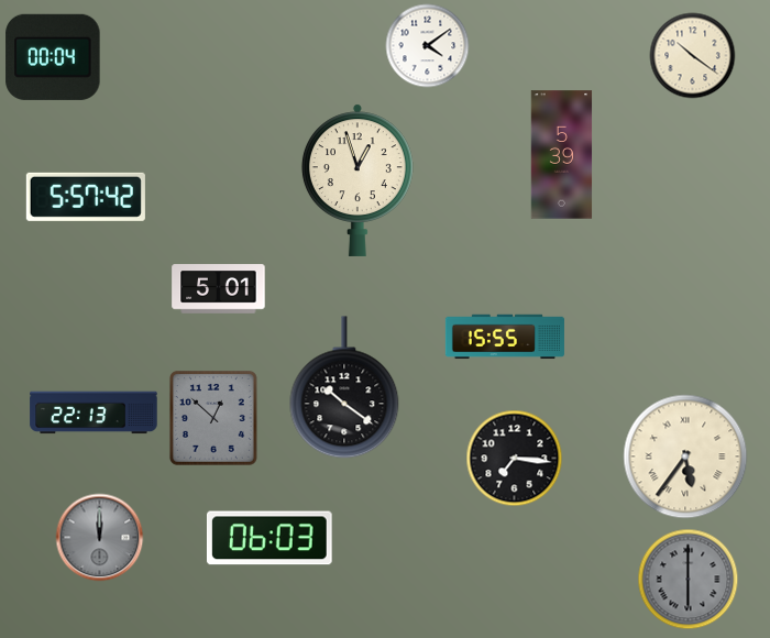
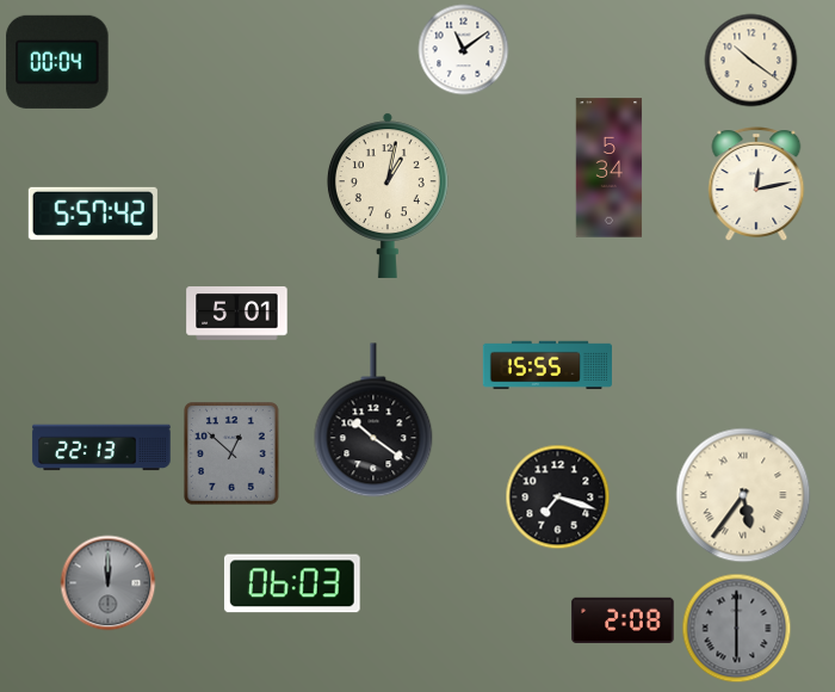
clock at (428, 46): 4:09 -> 11:09
clock at (562, 155): 5:39 -> 5:34
clock at (756, 184): none -> 12:13
clock at (358, 180): 12:57 -> 1:02
clock at (515, 459): 7:16 -> 7:18
clock at (623, 620): none -> 2:08
clock at (689, 580) position: (689, 580) -> (737, 629)
